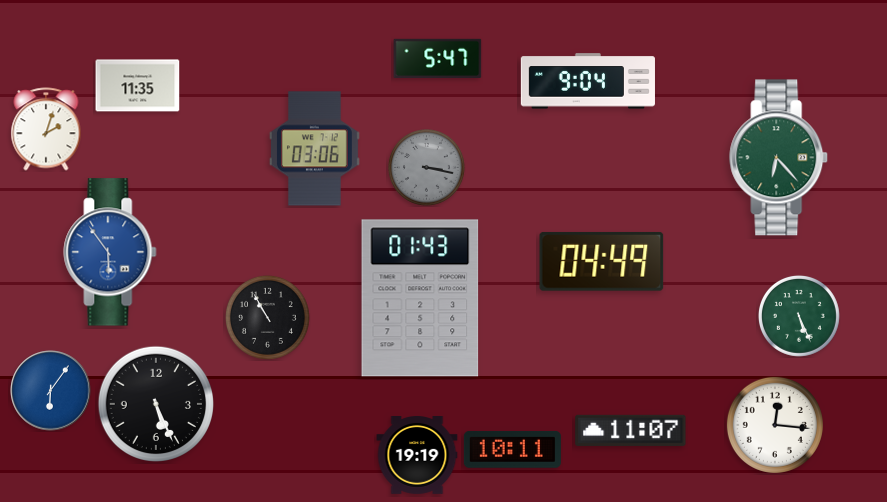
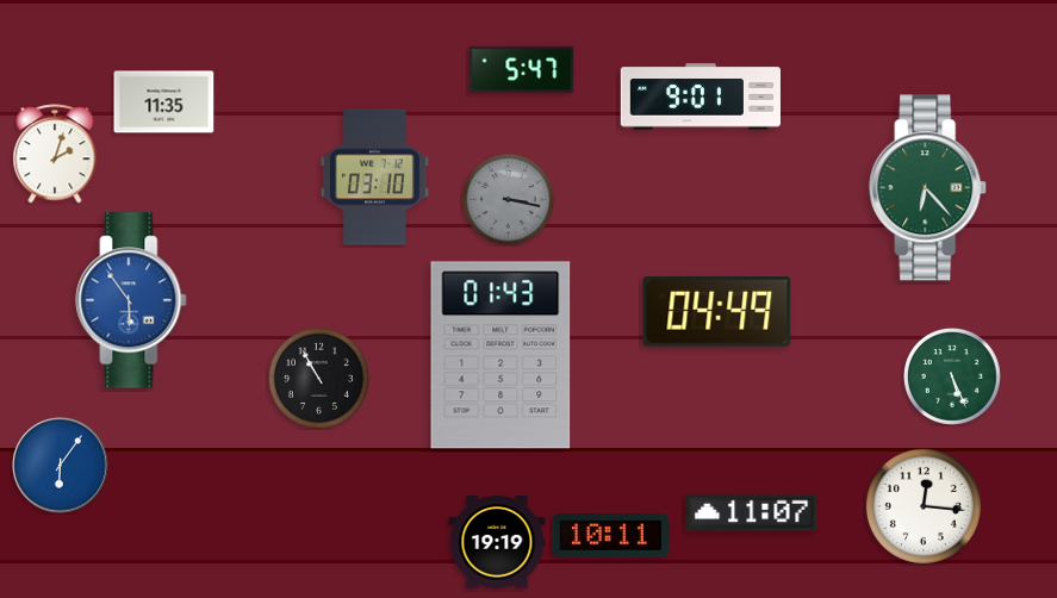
clock at (588, 81): 9:04 -> 9:01
clock at (314, 149): 03:06 -> 03:10
clock at (155, 403): 5:26 -> none
